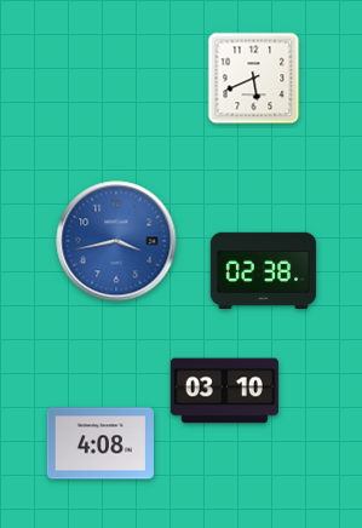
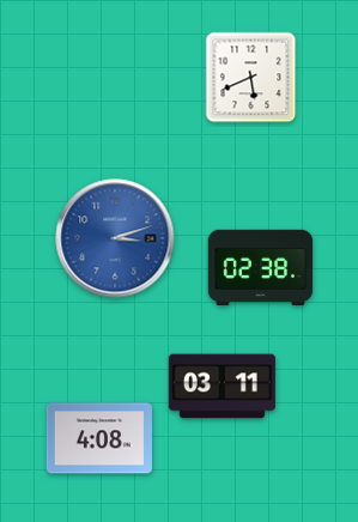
clock at (116, 241): 3:43 -> 3:12
clock at (224, 391): 03:10 -> 03:11
